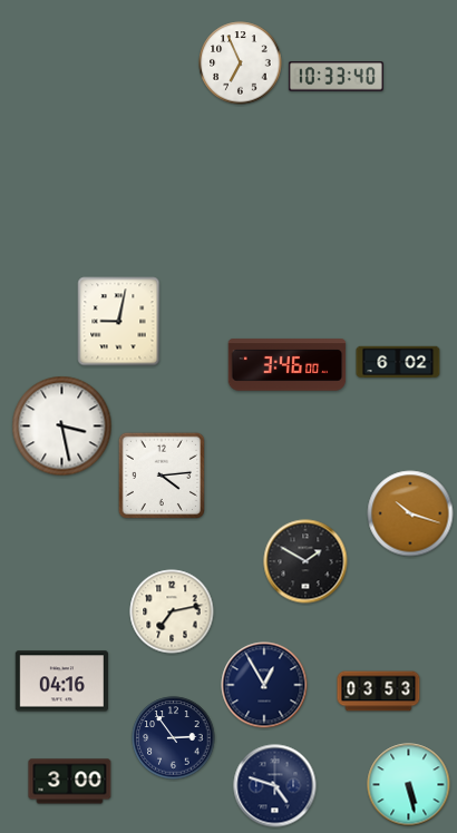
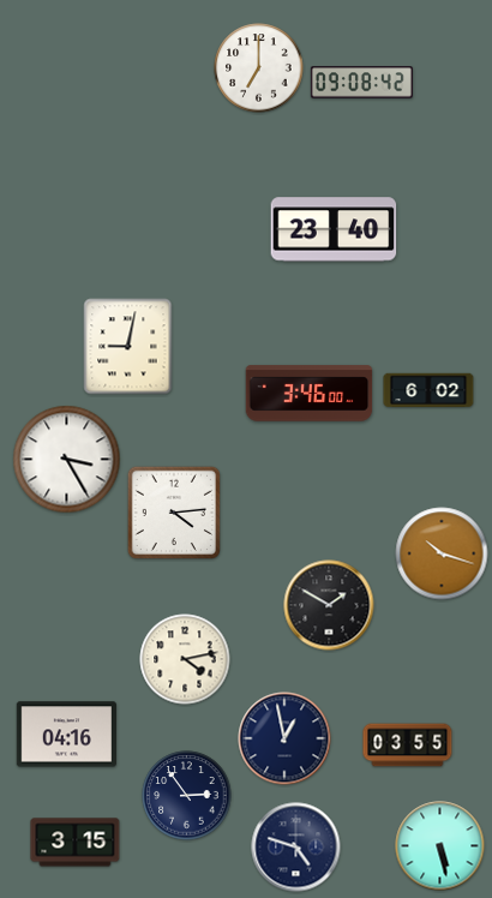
clock at (241, 63): 6:56 -> 7:00
clock at (336, 77): 10:33 -> 09:08
clock at (334, 229): none -> 23:40
clock at (62, 427): 3:28 -> 3:25
clock at (172, 611): 7:13 -> 4:13
clock at (264, 685): 12:55 -> 12:58
clock at (379, 692): 03:53 -> 03:55
clock at (70, 782): 3:00 -> 3:15
